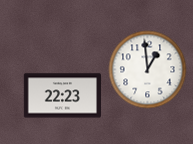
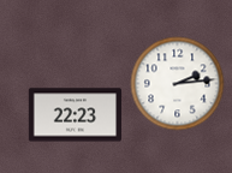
clock at (147, 69): 12:59 -> 2:14
